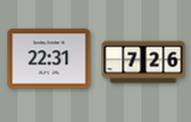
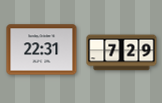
clock at (144, 63): 7:26 -> 7:29
